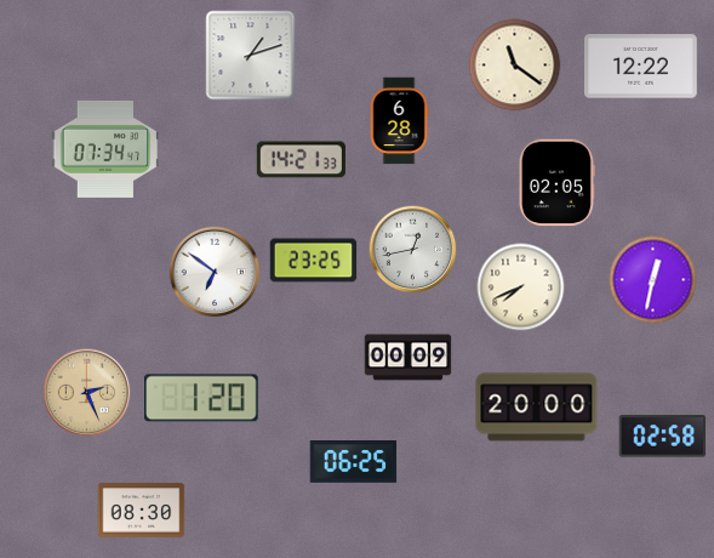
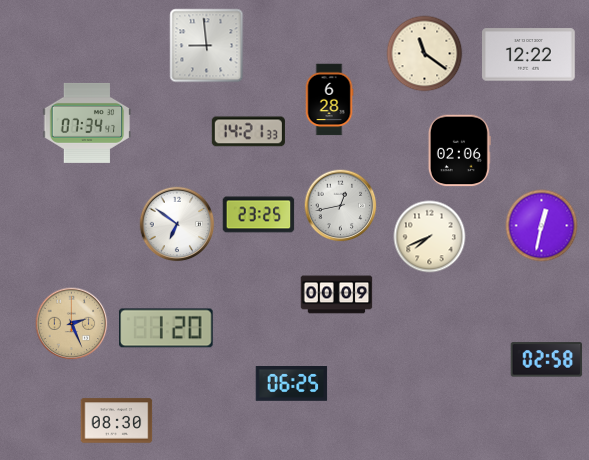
clock at (251, 56): 1:12 -> 8:59
clock at (556, 183): 02:05 -> 02:06
clock at (653, 280) position: (653, 280) -> (542, 226)
clock at (537, 408): 20:00 -> none
clock at (354, 462) position: (354, 462) -> (292, 384)
